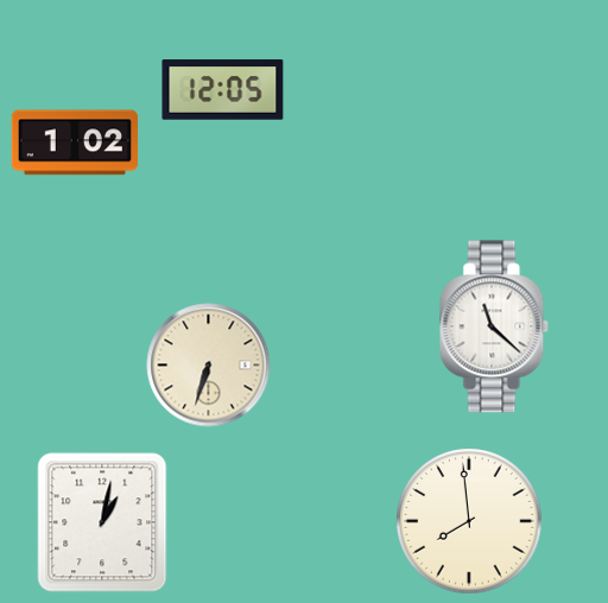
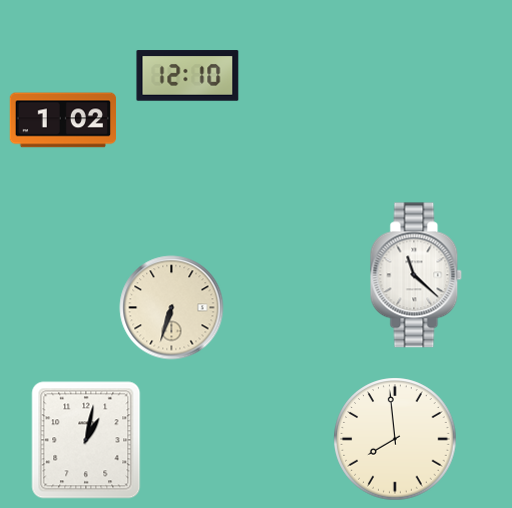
clock at (223, 90): 12:05 -> 12:10
clock at (209, 366) position: (209, 366) -> (172, 308)
